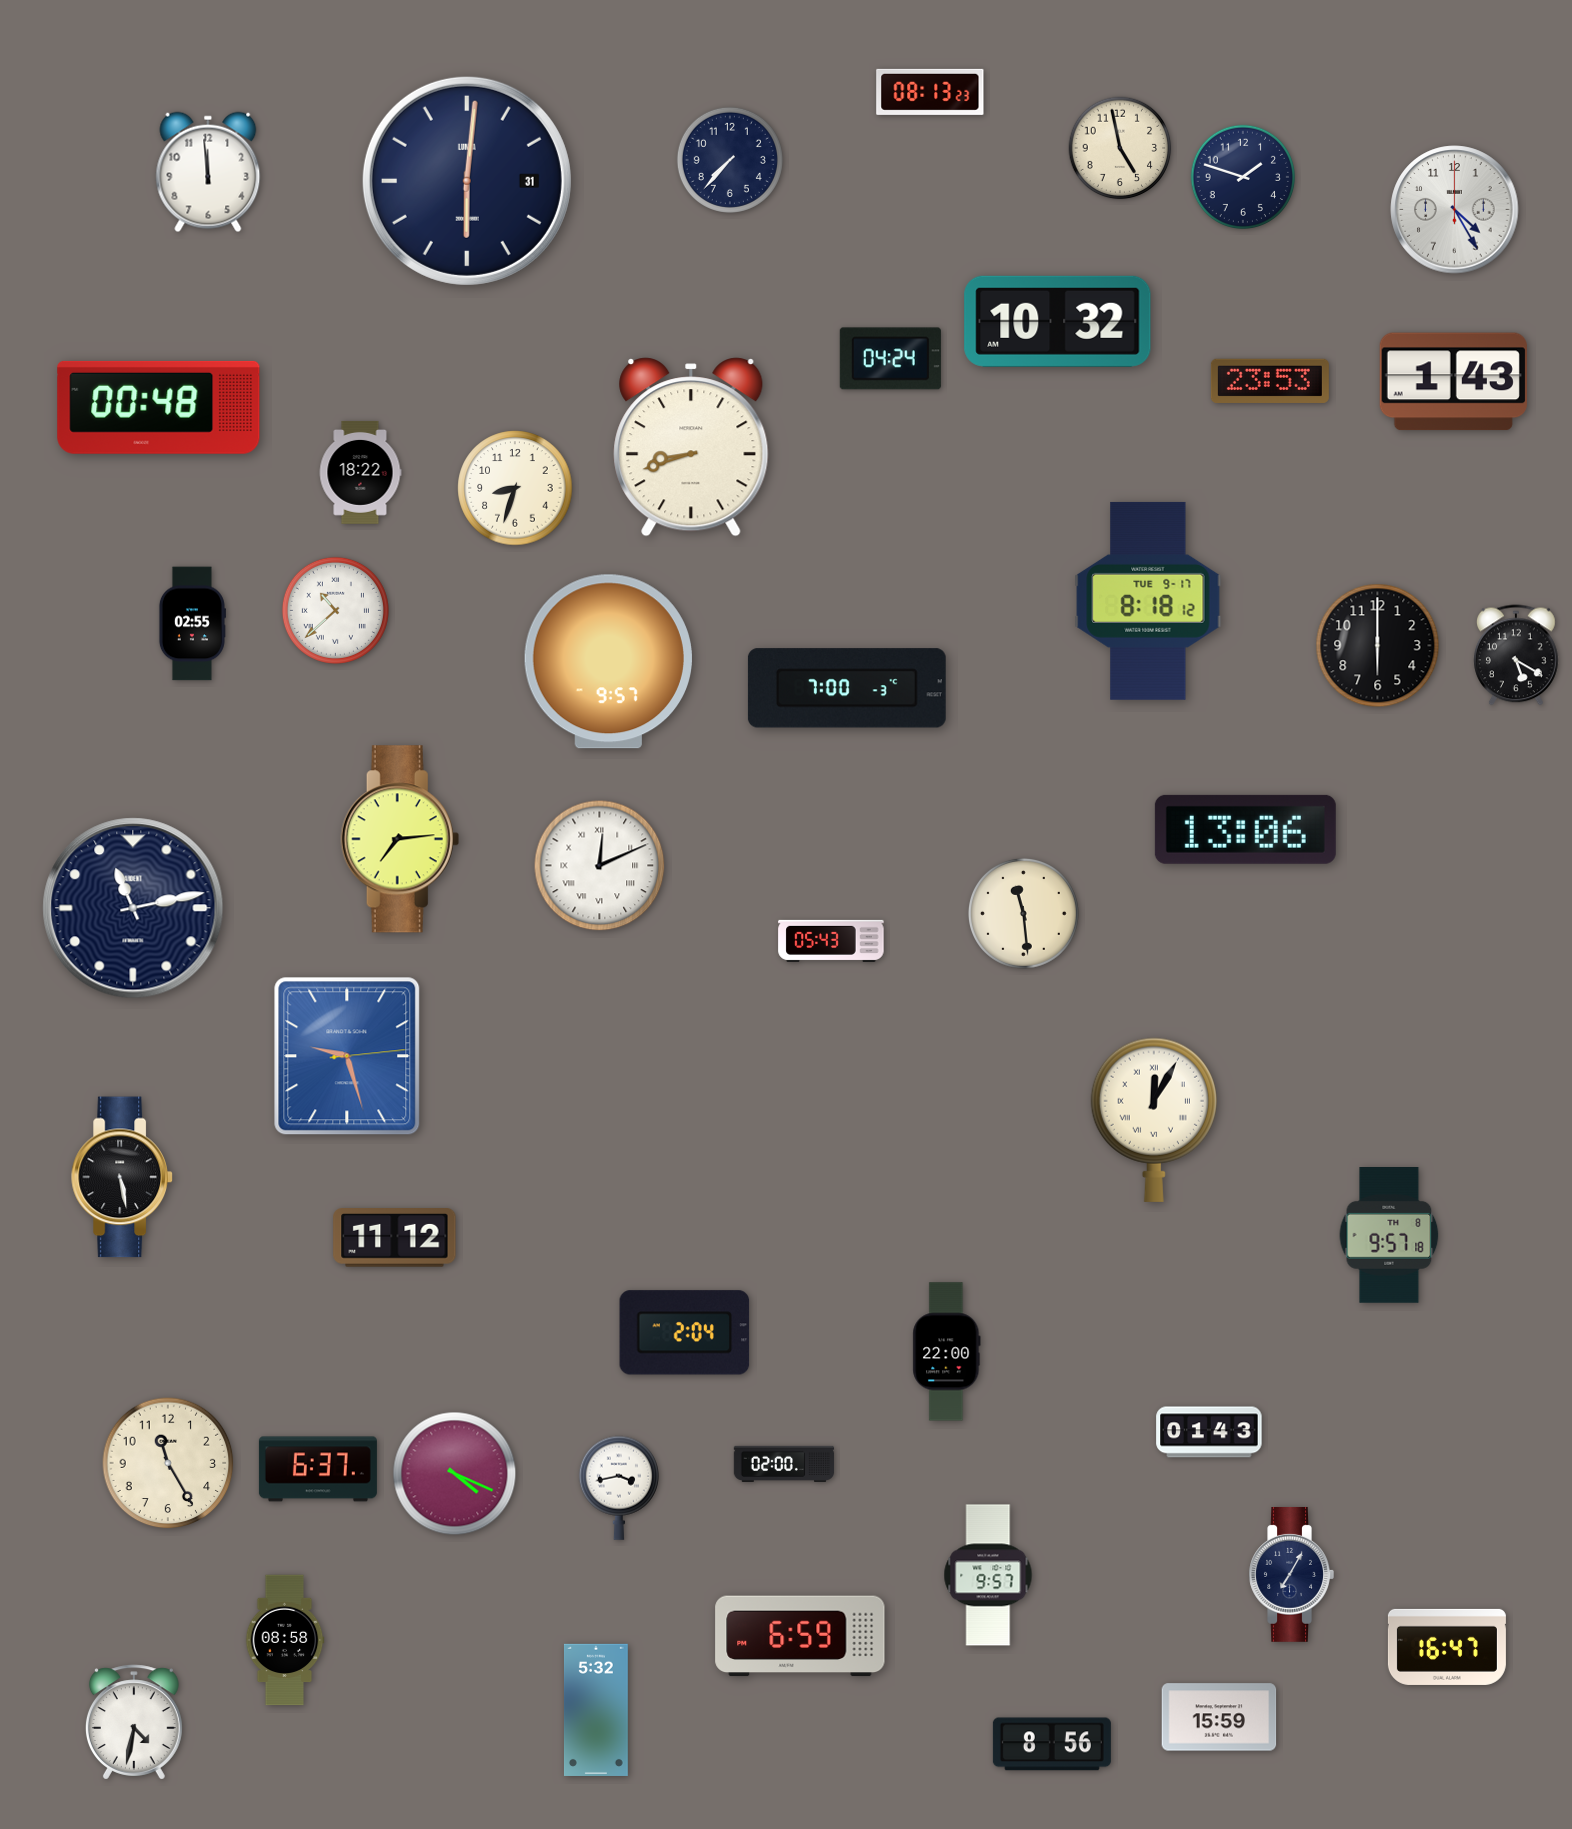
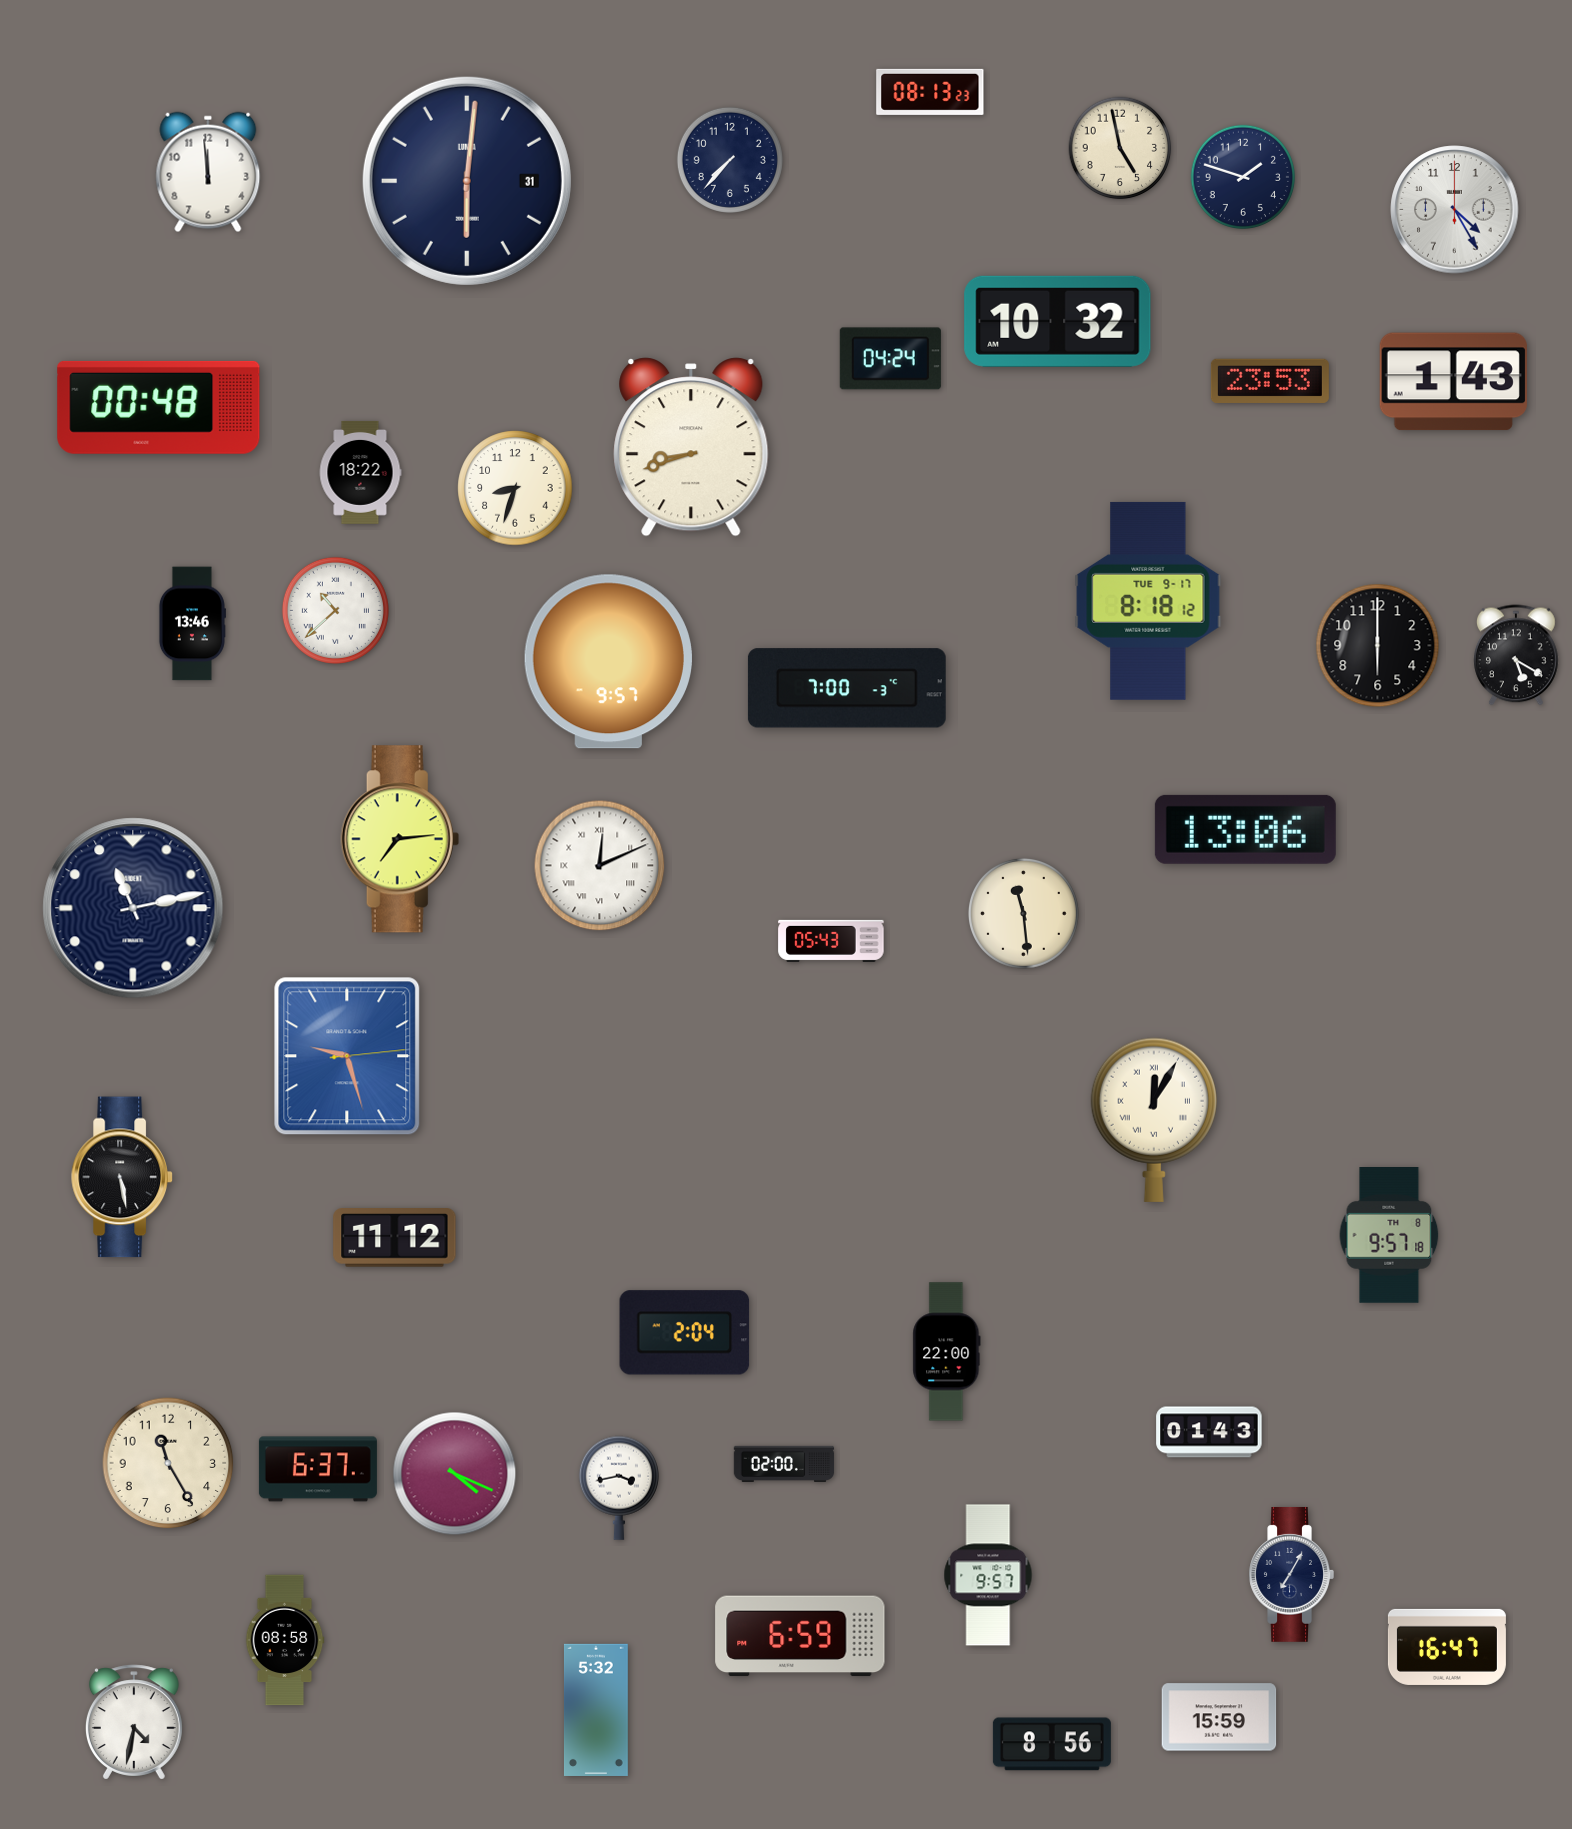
clock at (192, 624): 02:55 -> 13:46
